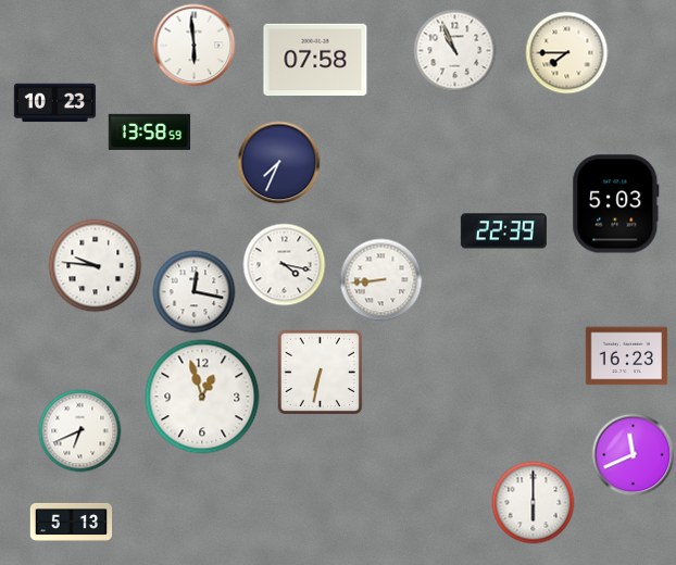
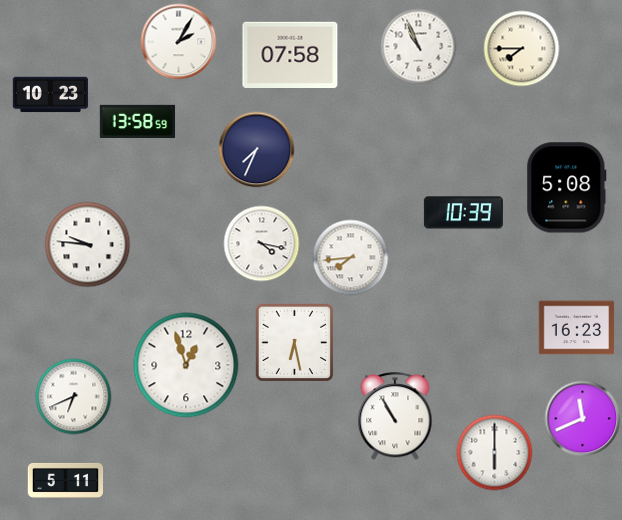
clock at (195, 46): 5:59 -> 2:05
clock at (616, 204): 5:03 -> 5:08
clock at (503, 231): 22:39 -> 10:39
clock at (381, 280): 8:44 -> 7:44
clock at (195, 292): 12:17 -> none
clock at (321, 373): 6:32 -> 6:28
clock at (395, 417): none -> 10:55
clock at (534, 503) position: (534, 503) -> (495, 453)
clock at (72, 522): 5:13 -> 5:11
